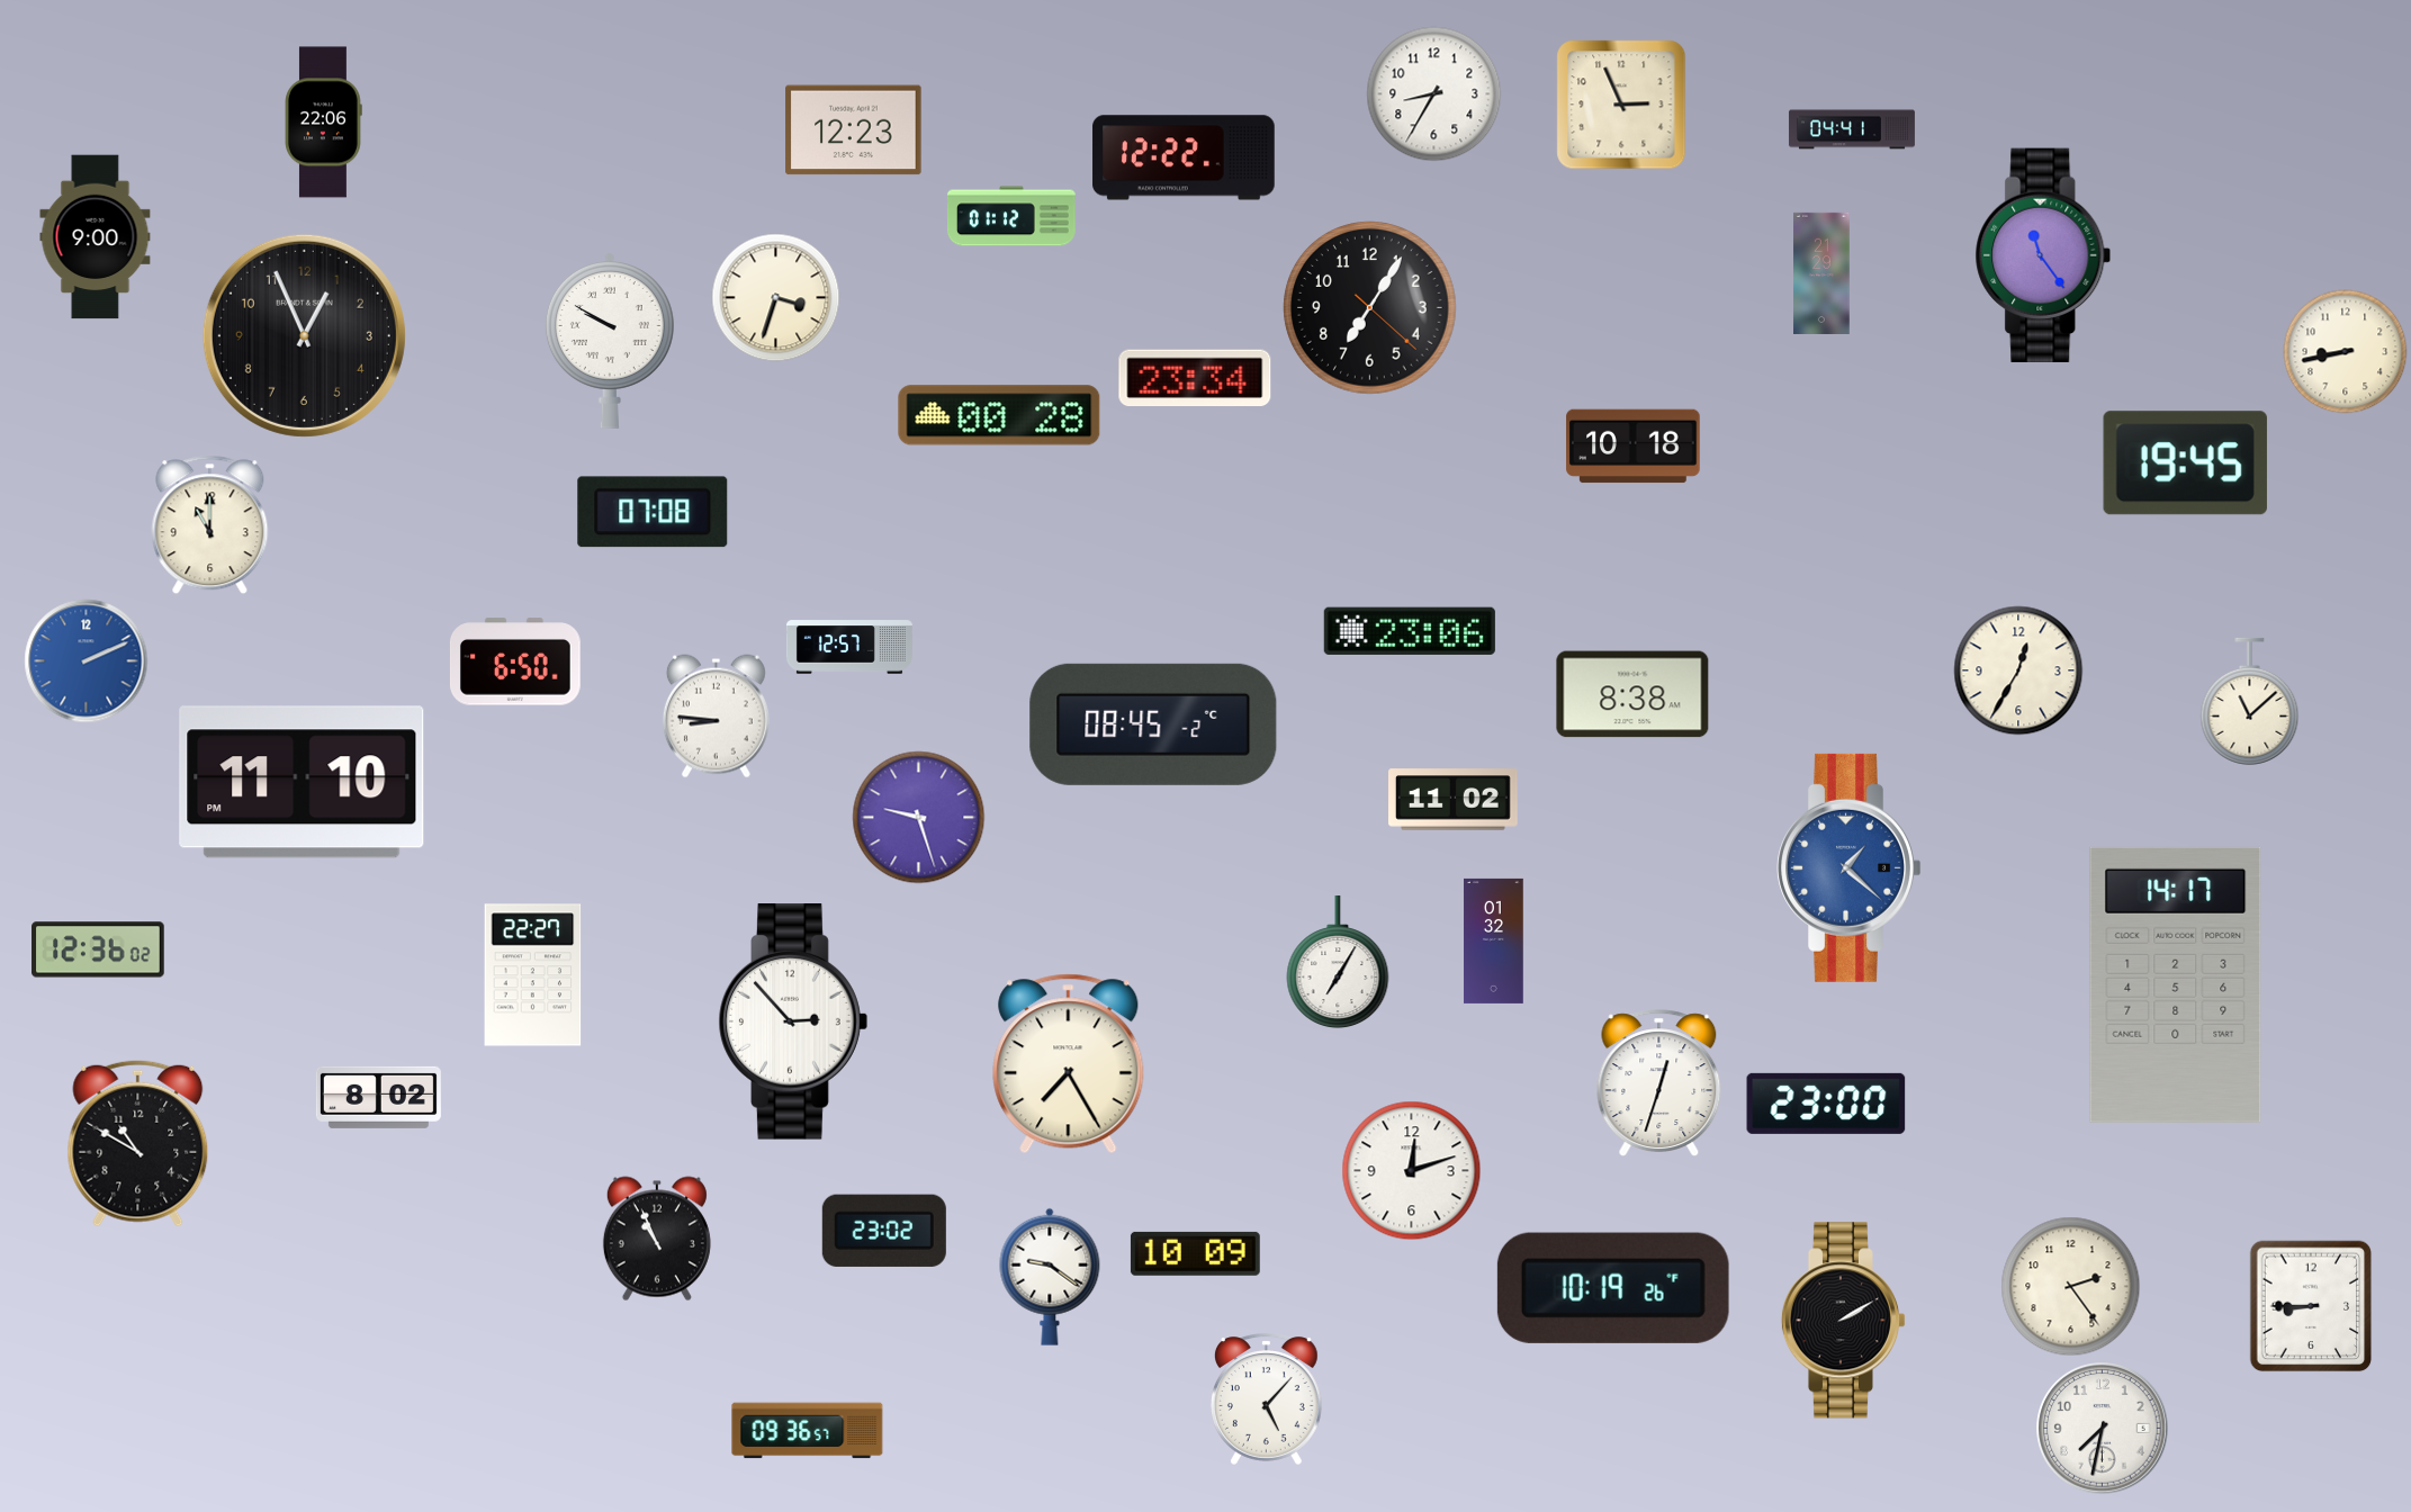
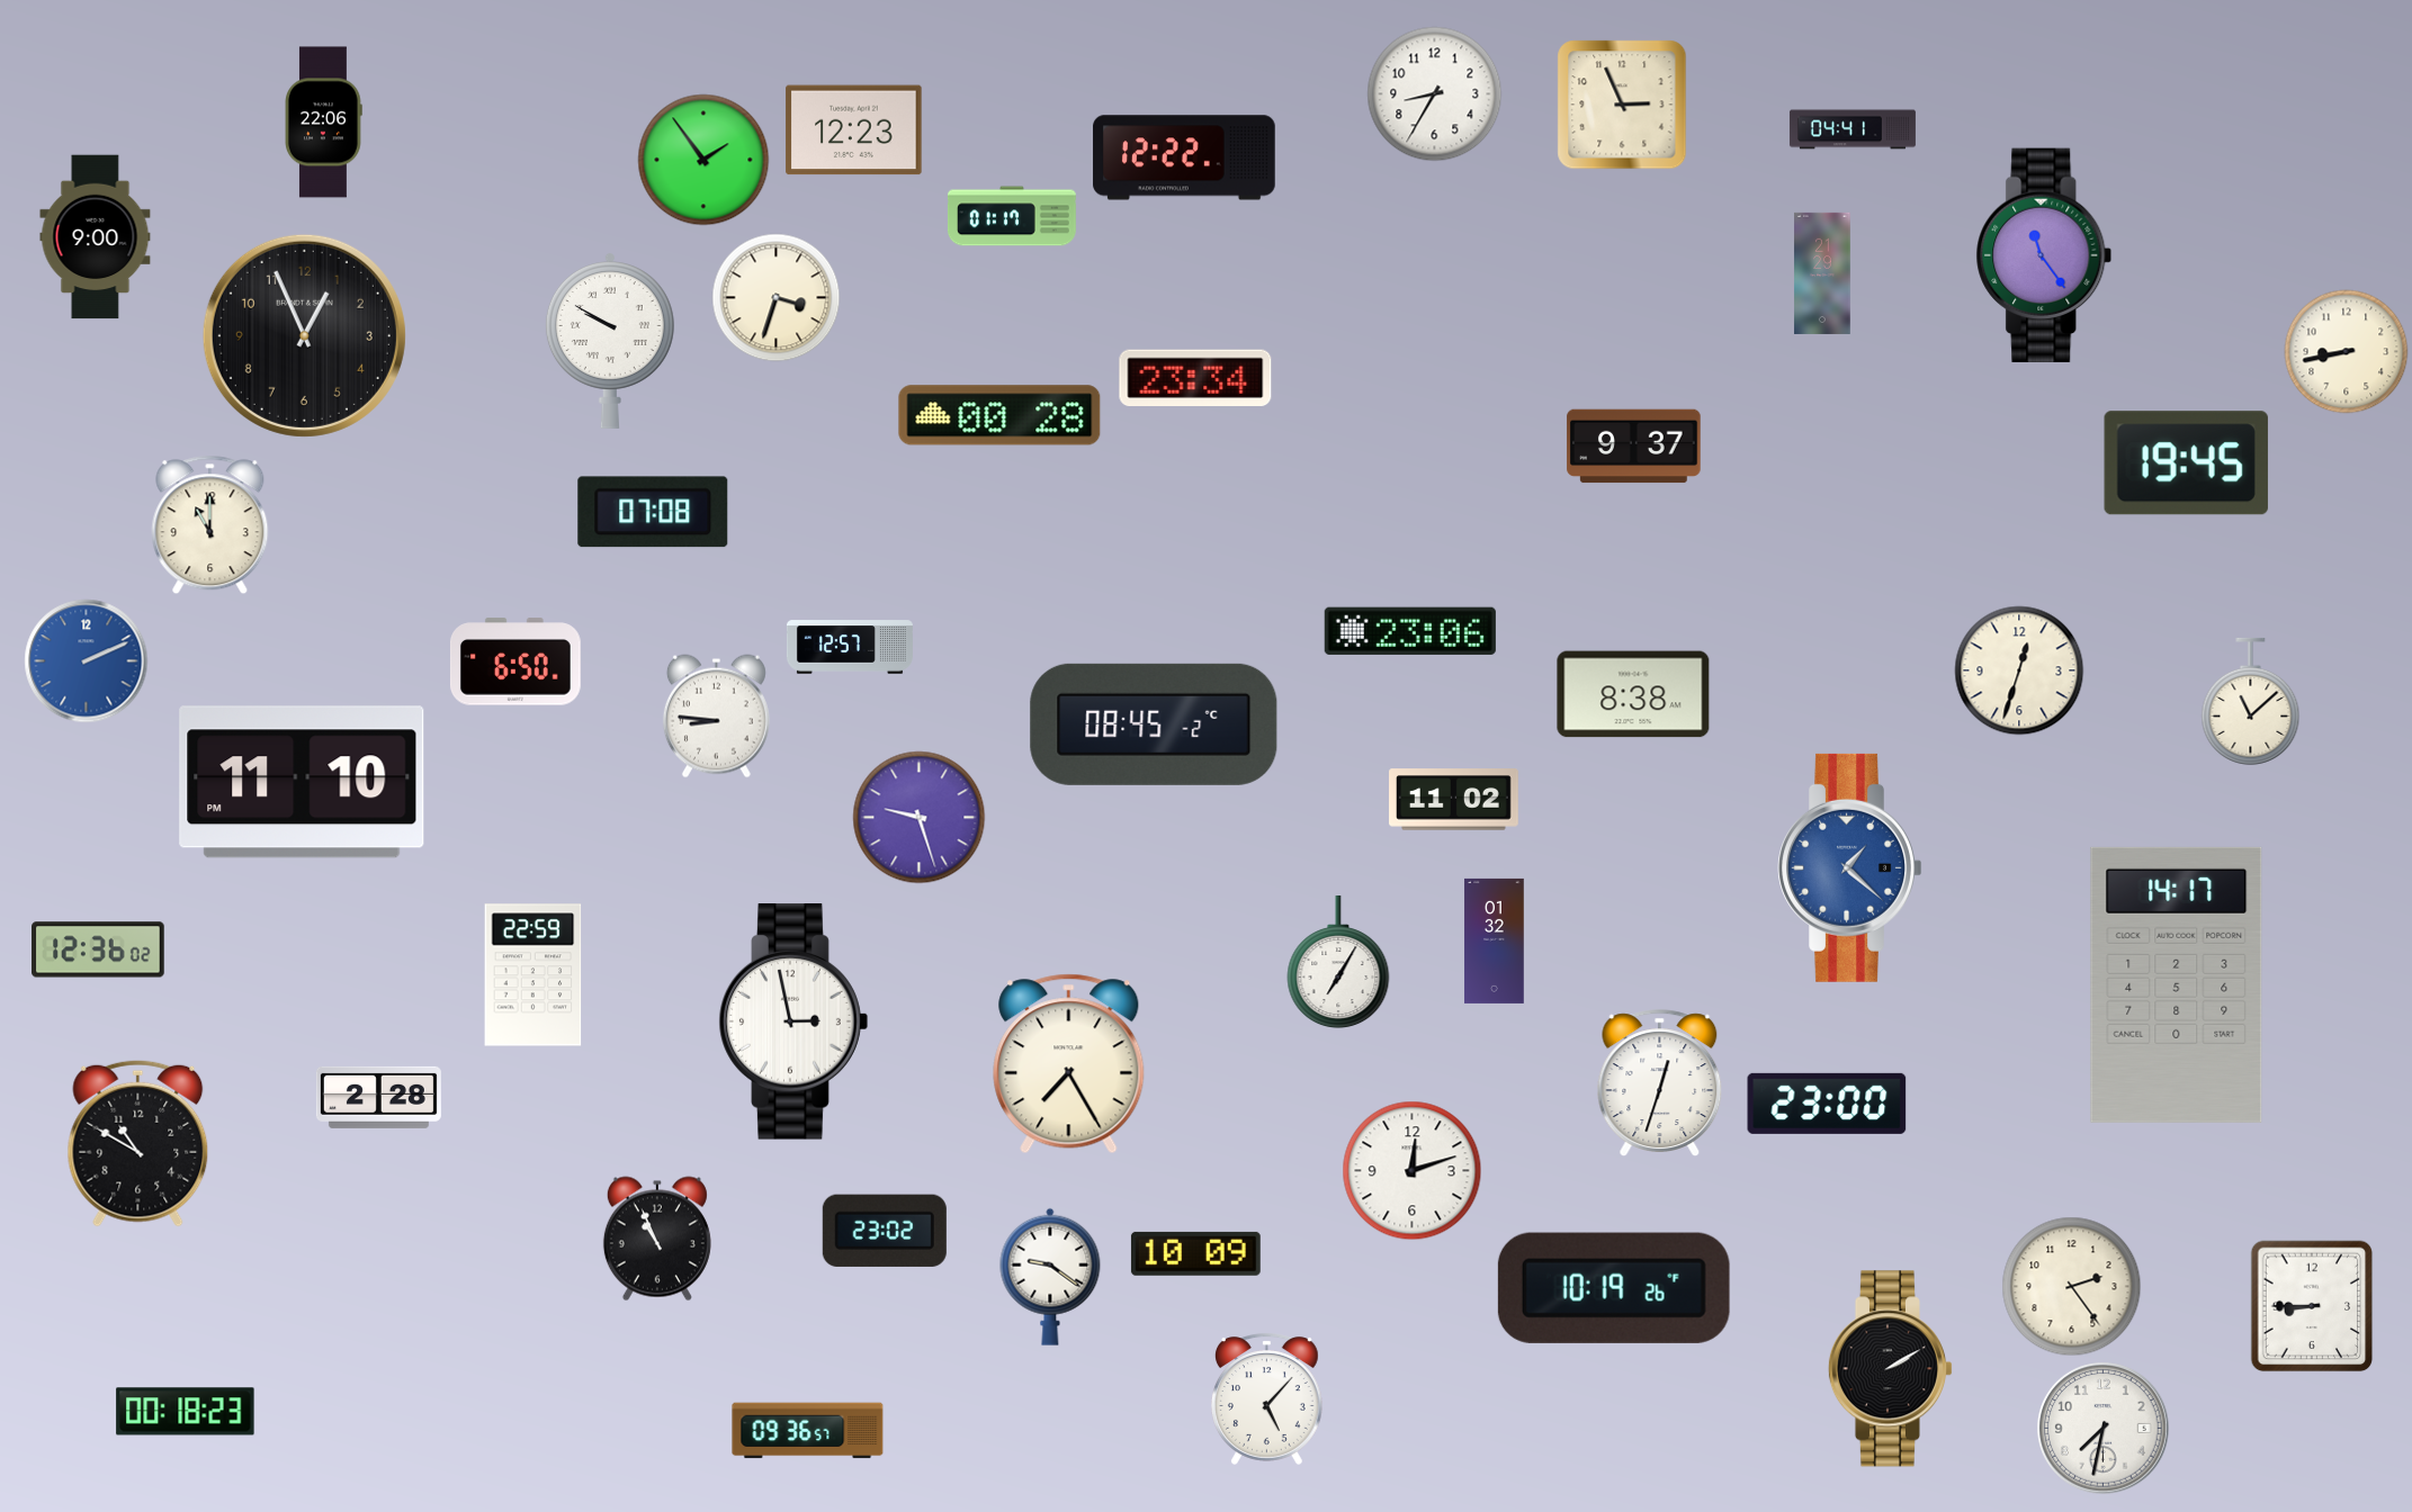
clock at (703, 160): none -> 1:54
clock at (1011, 216): 01:12 -> 01:17
clock at (1370, 308): 7:05 -> none
clock at (1634, 447): 10:18 -> 9:37
clock at (2018, 670): 12:35 -> 12:33
clock at (533, 975): 22:27 -> 22:59
clock at (793, 1021): 2:53 -> 2:58
clock at (378, 1097): 8:02 -> 2:28
clock at (1843, 1321) position: (1843, 1321) -> (1890, 1369)
clock at (186, 1412): none -> 00:18
